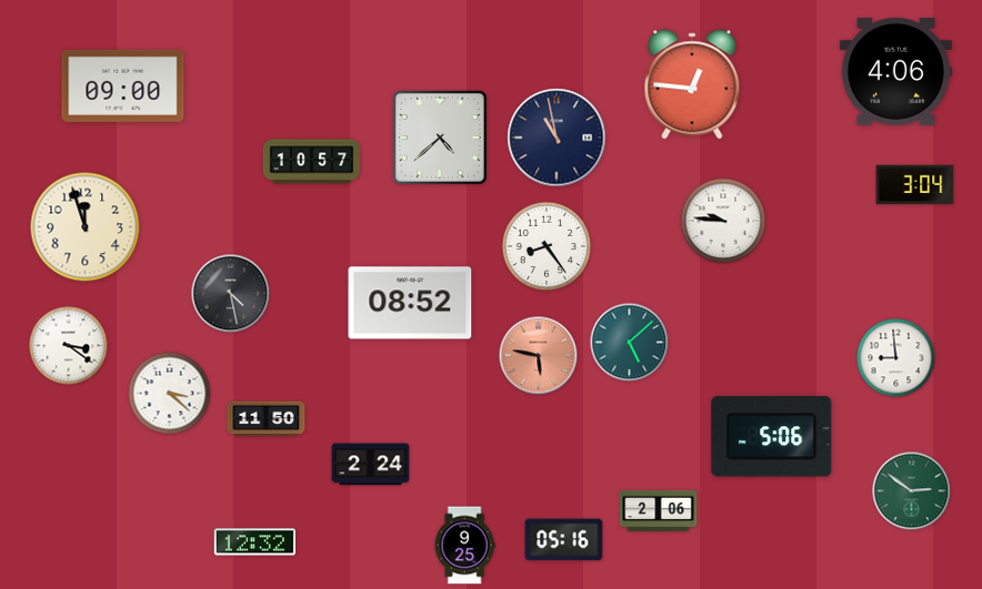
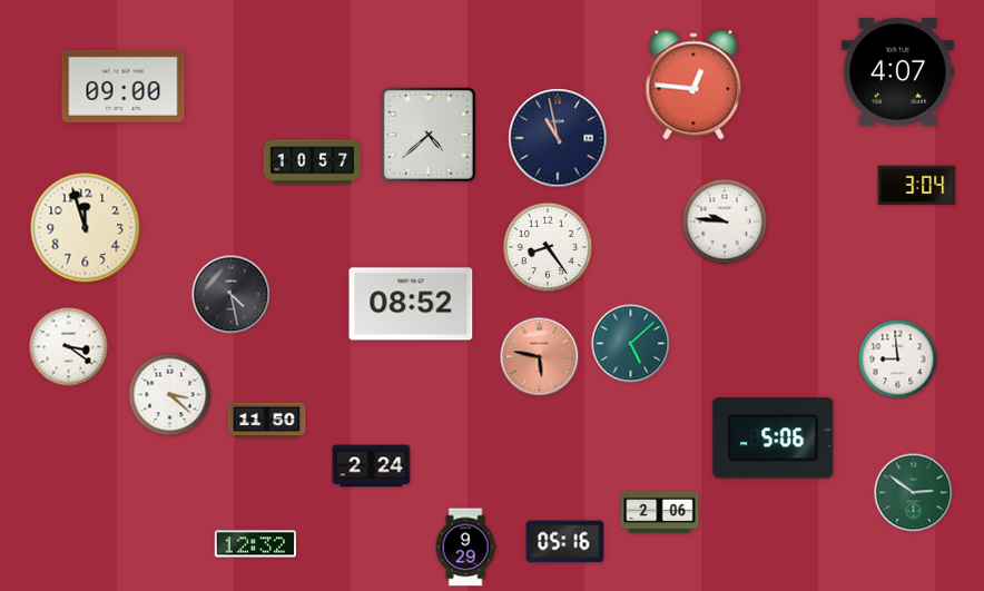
clock at (895, 71): 4:06 -> 4:07
clock at (441, 139) position: (441, 139) -> (430, 136)
clock at (464, 546): 9:25 -> 9:29
